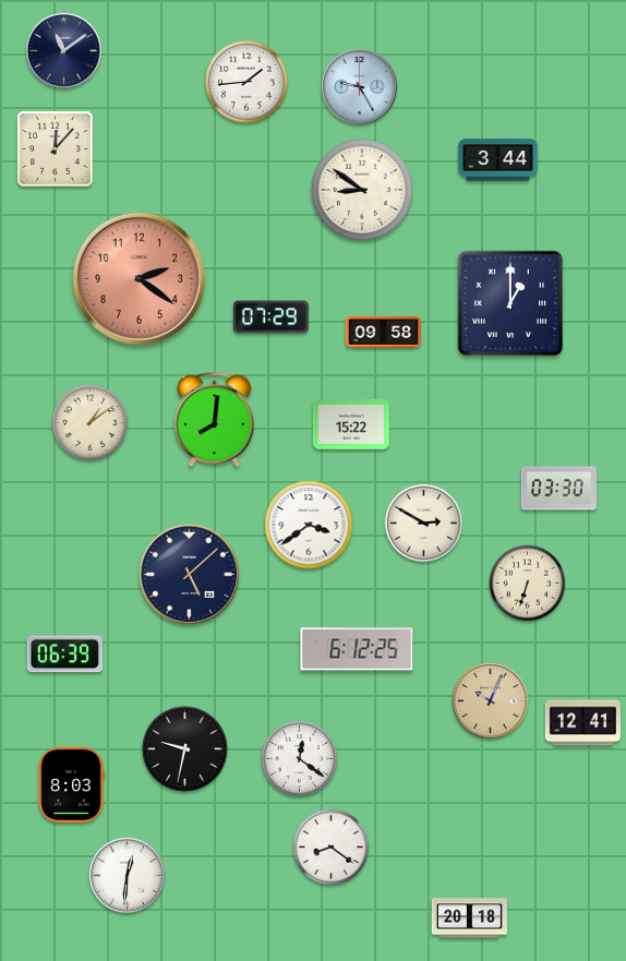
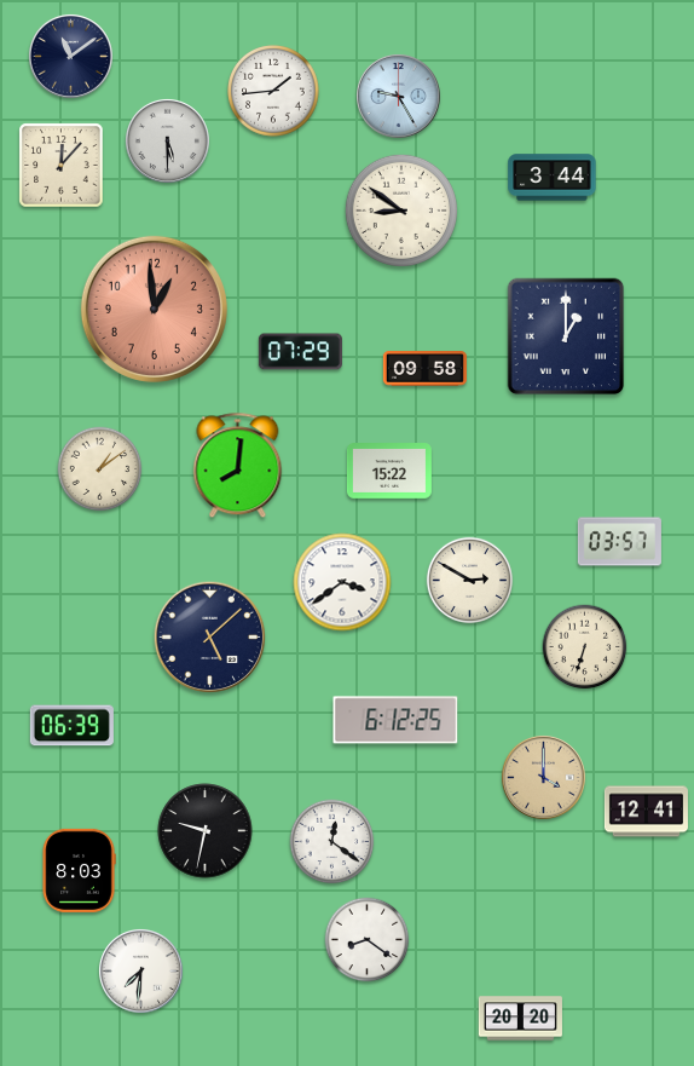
clock at (167, 140): none -> 5:30
clock at (139, 278): 2:21 -> 12:59
clock at (558, 489): 03:30 -> 03:57
clock at (490, 700): 10:04 -> 4:00
clock at (582, 723) position: (582, 723) -> (646, 812)
clock at (127, 875): 12:31 -> 7:31
clock at (469, 918): 20:18 -> 20:20
